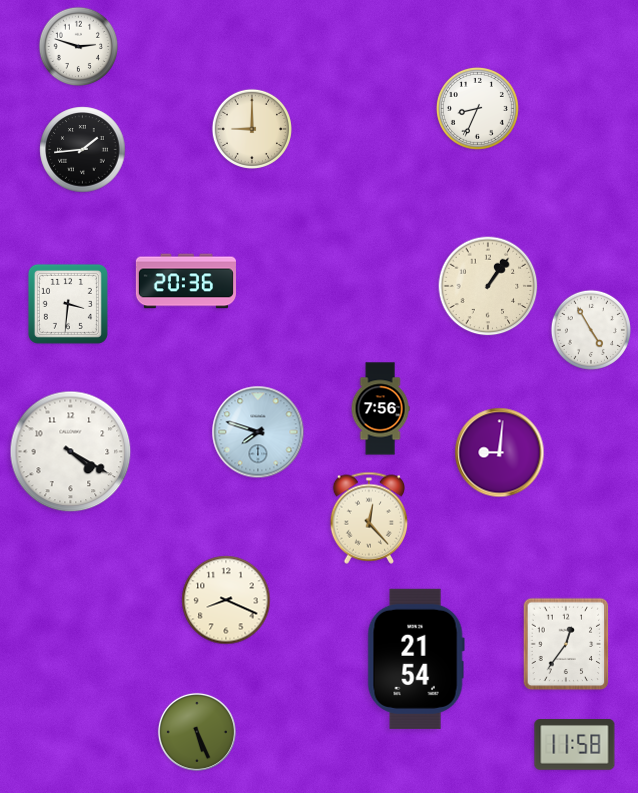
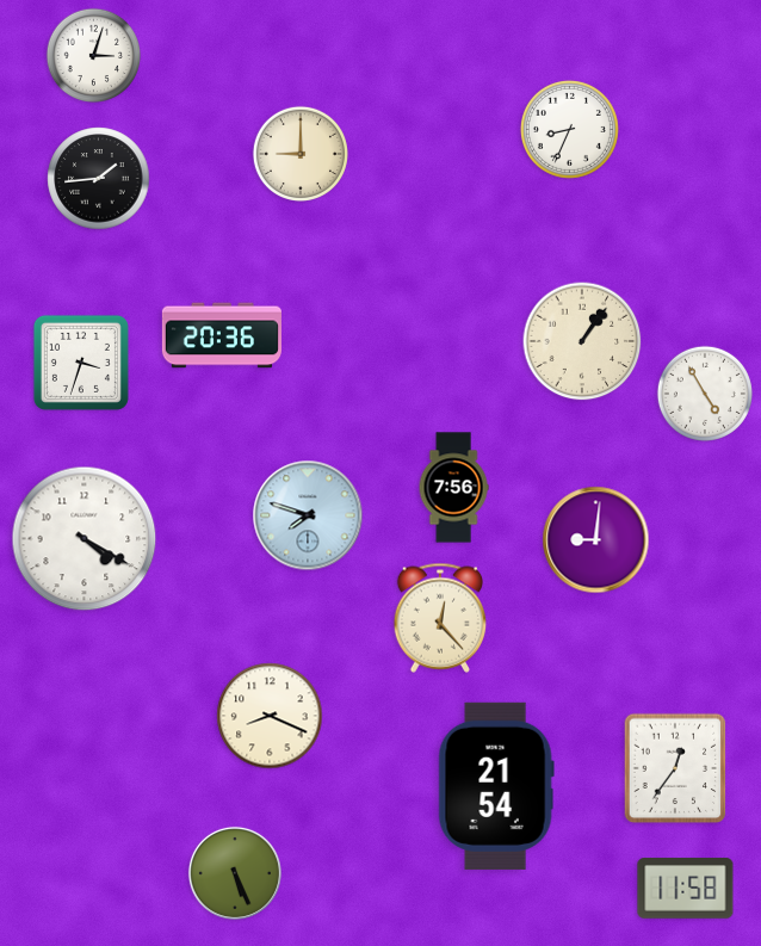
clock at (79, 47): 2:48 -> 3:03
clock at (68, 304): 3:31 -> 3:33
